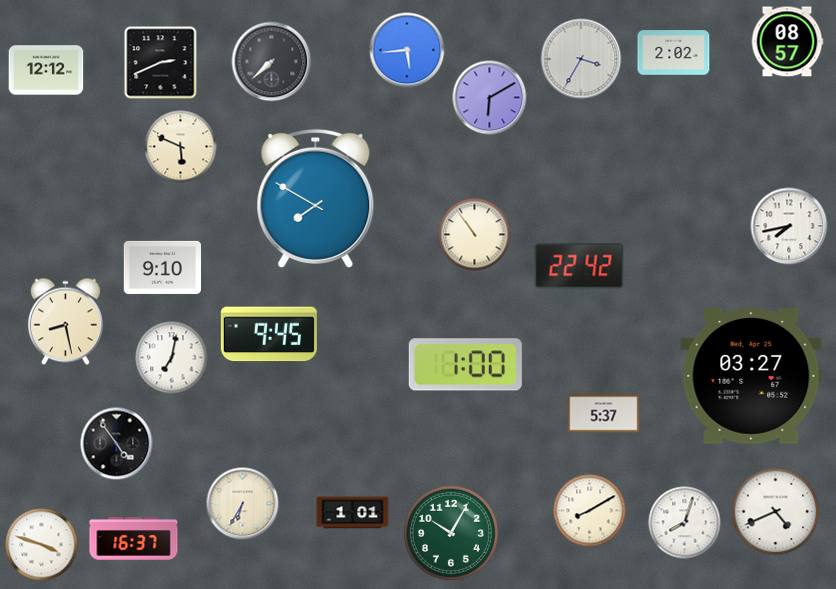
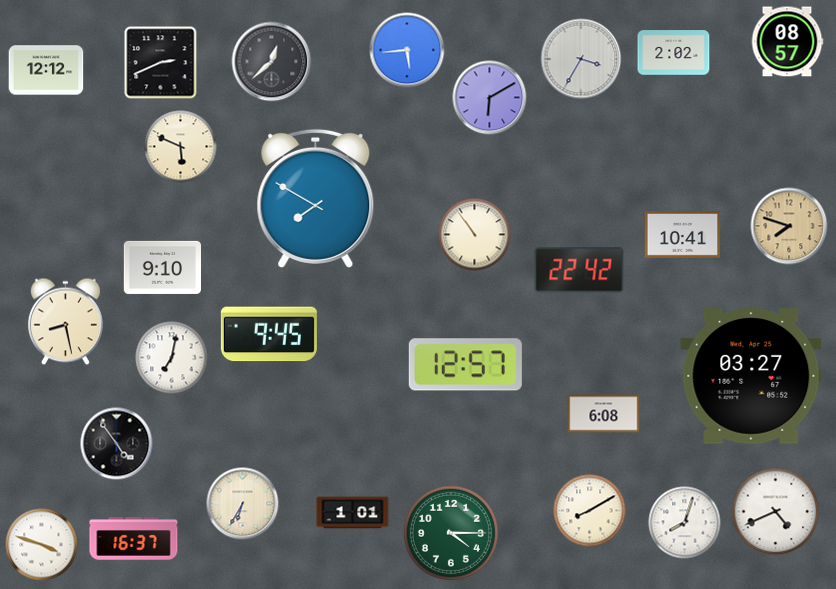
clock at (272, 62): 7:38 -> 12:38
clock at (789, 226): 7:43 -> 7:48
clock at (789, 226) dial: white -> champagne
clock at (683, 235): none -> 10:41
clock at (579, 266) position: (579, 266) -> (579, 270)
clock at (465, 365): 1:00 -> 12:57
clock at (604, 414): 5:37 -> 6:08
clock at (451, 533): 10:05 -> 4:15
